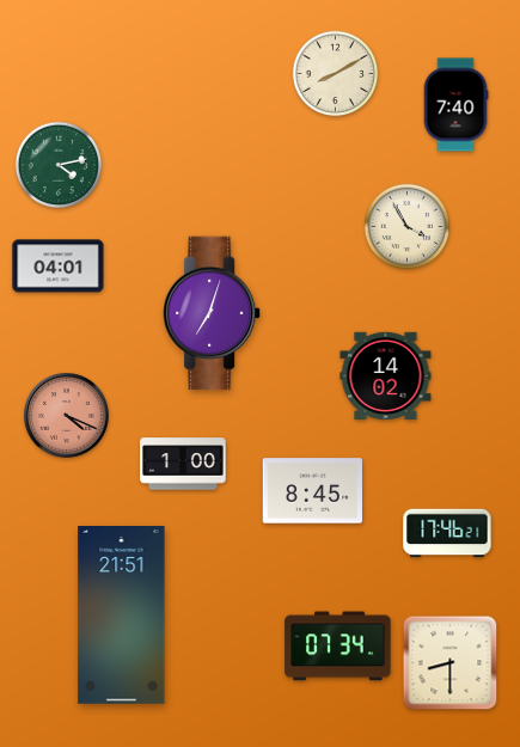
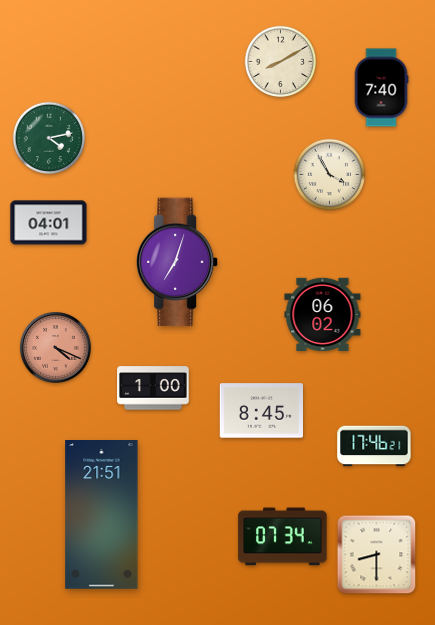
clock at (408, 227) position: (408, 227) -> (330, 175)
clock at (386, 375): 14:02 -> 06:02
clock at (338, 647) position: (338, 647) -> (283, 537)
